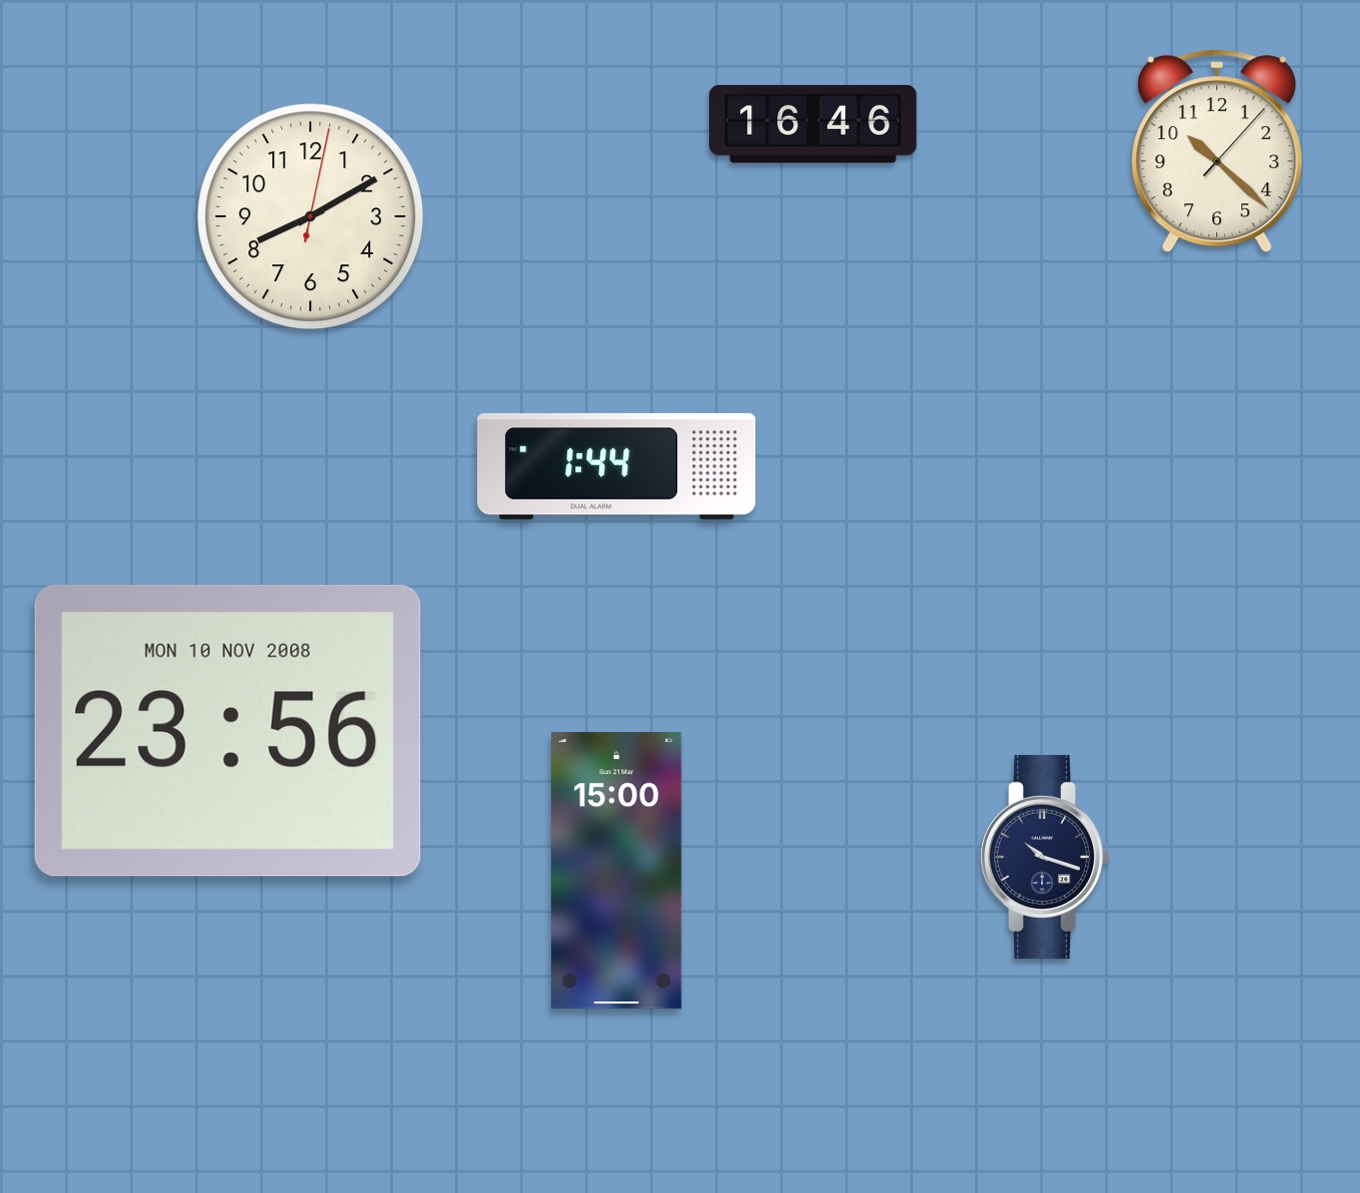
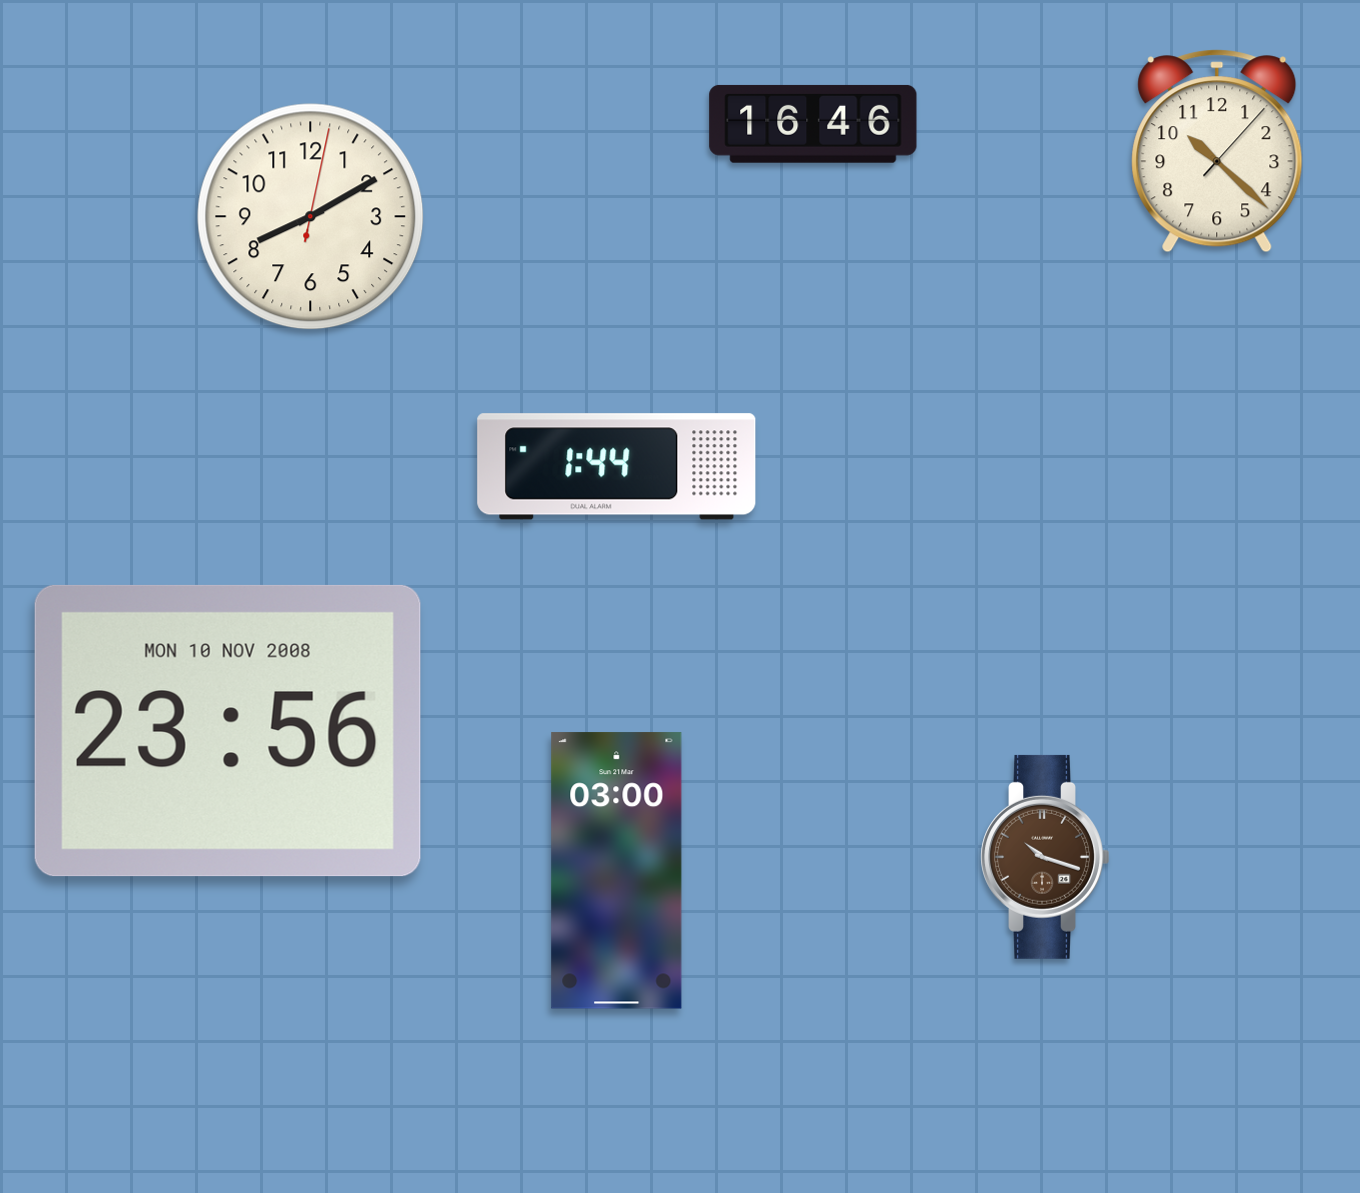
clock at (1045, 857) dial: navy -> brown
clock at (617, 871): 15:00 -> 03:00
